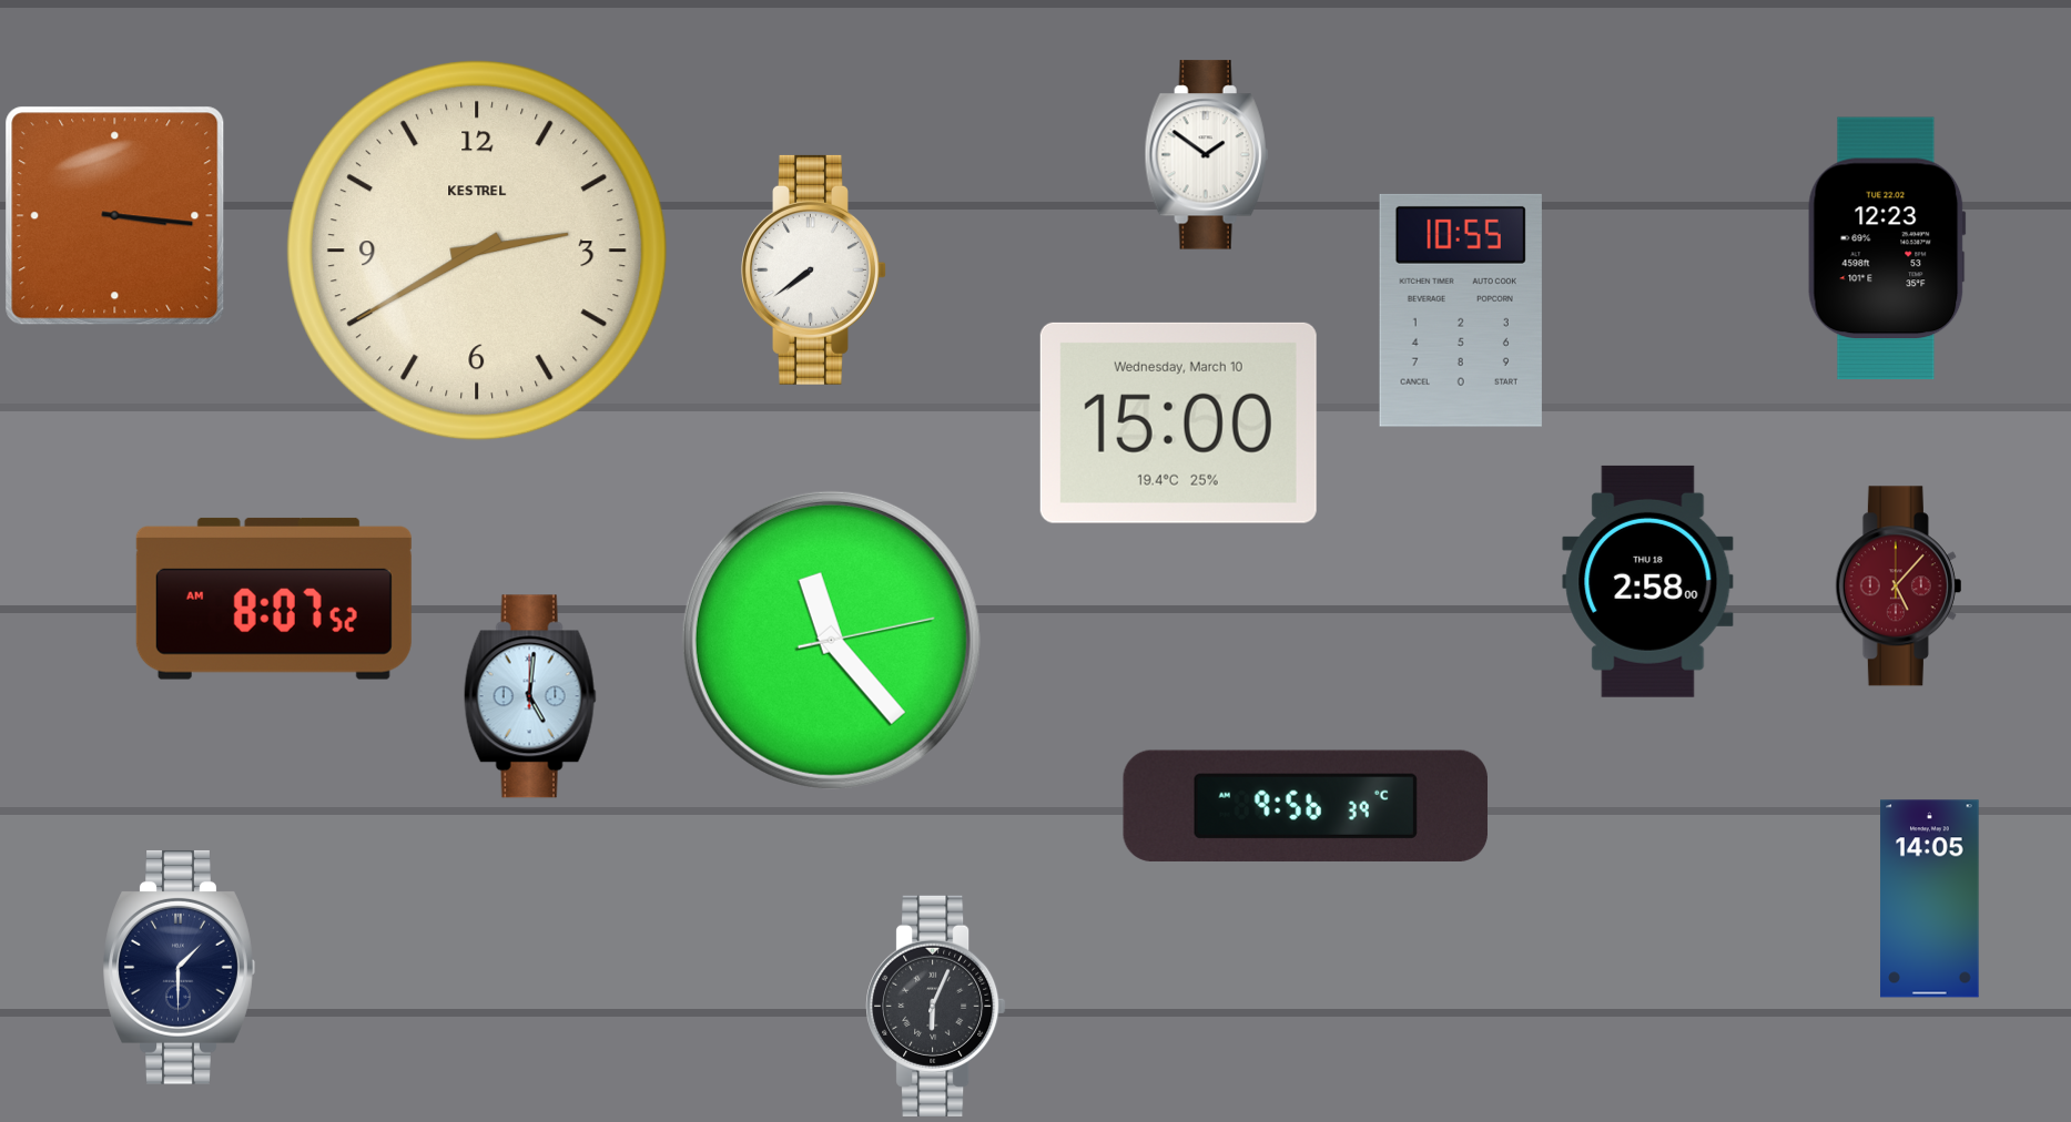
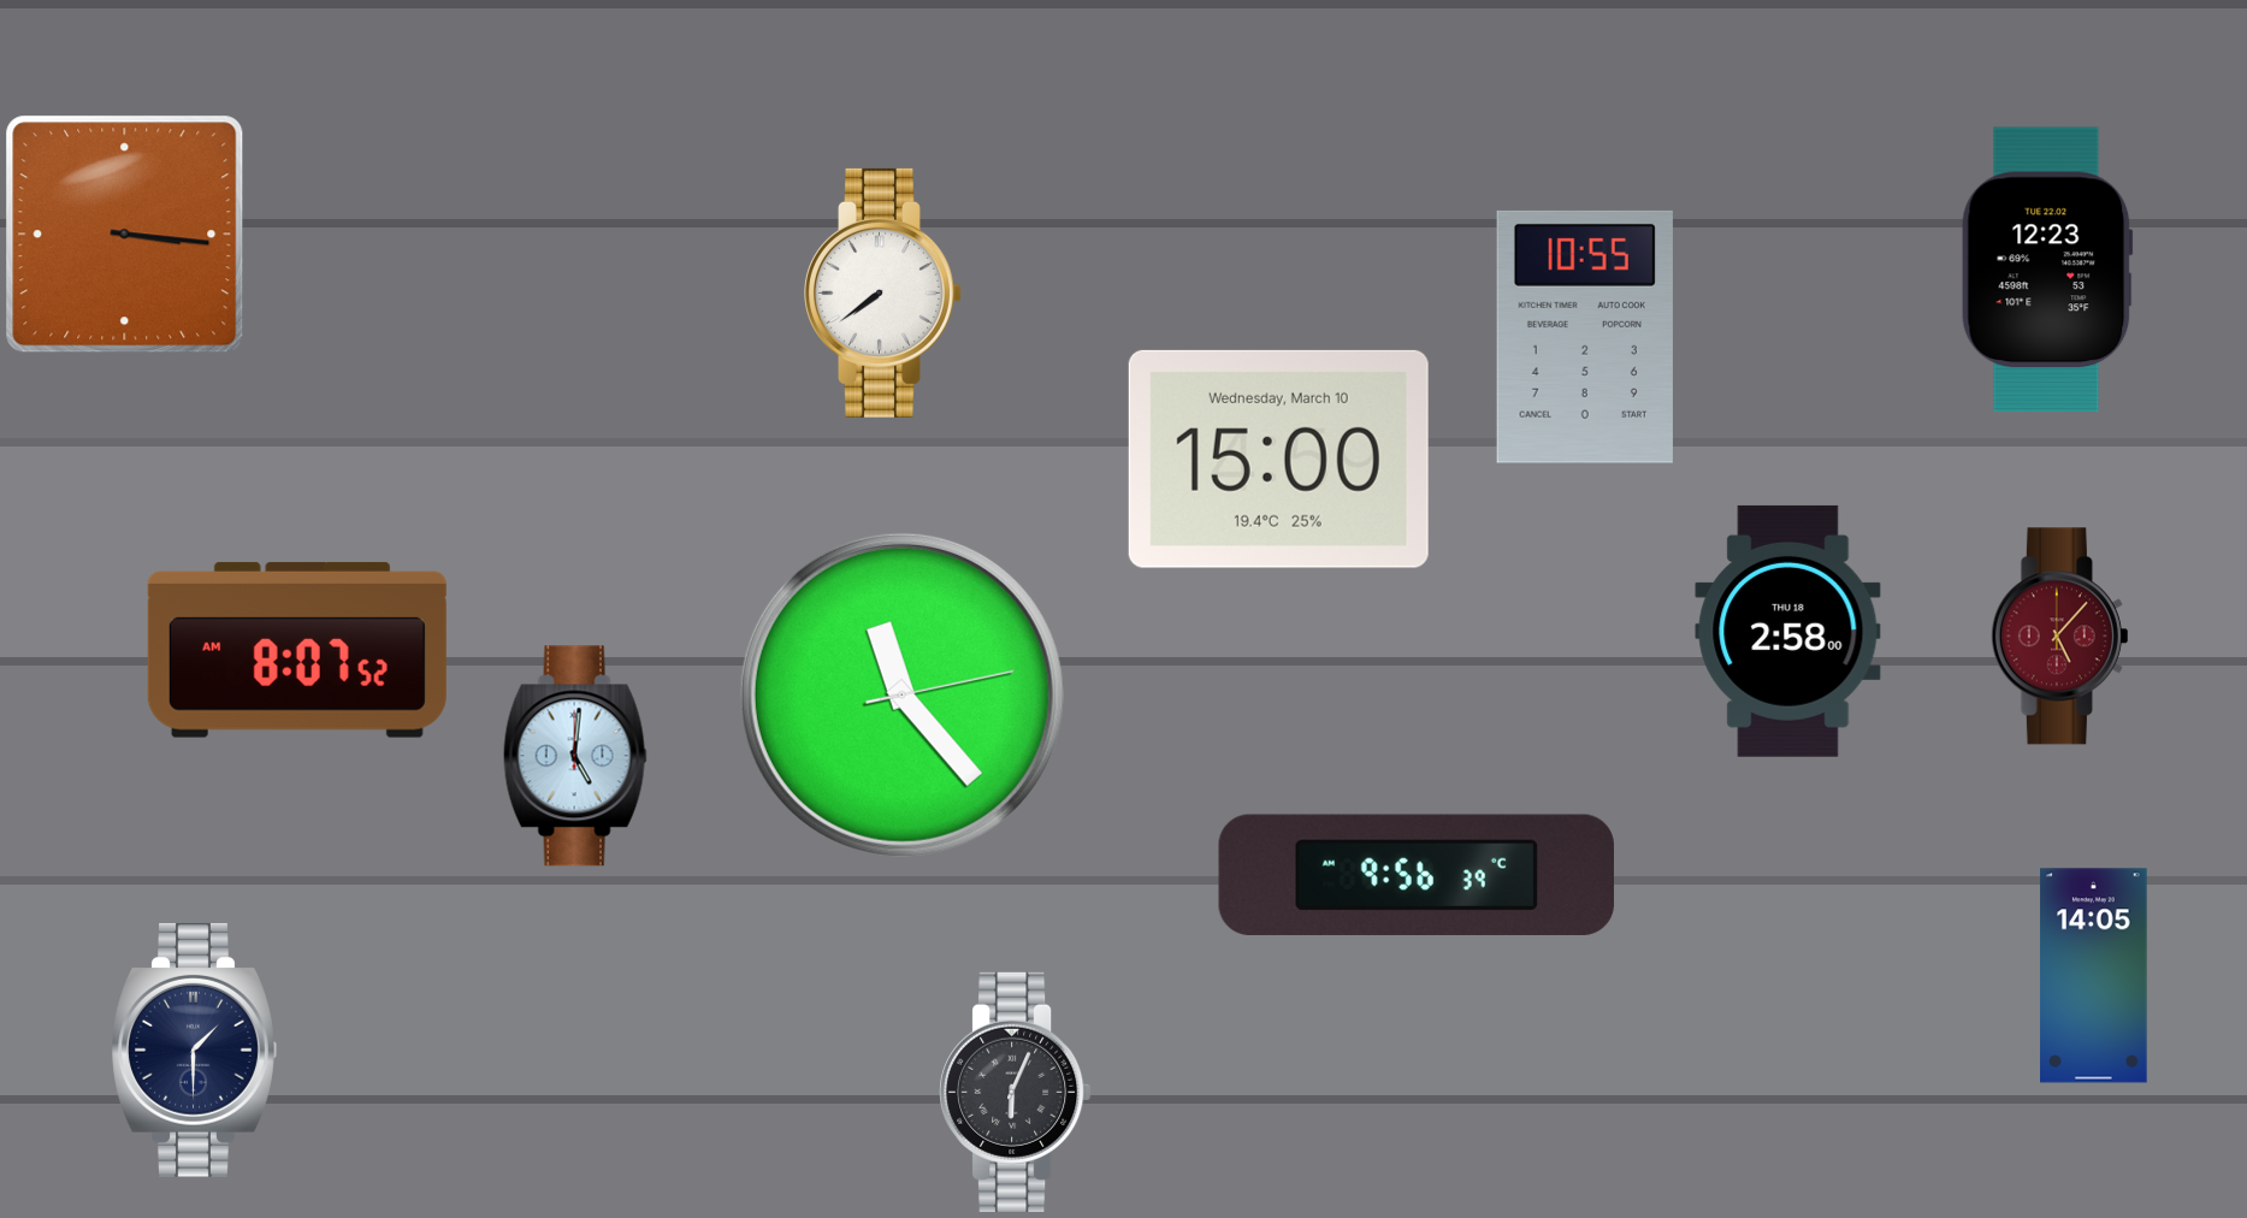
clock at (1206, 155): 1:51 -> none
clock at (477, 251): 2:40 -> none
